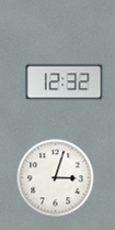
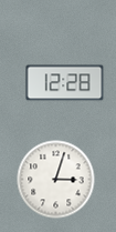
clock at (65, 83): 12:32 -> 12:28
